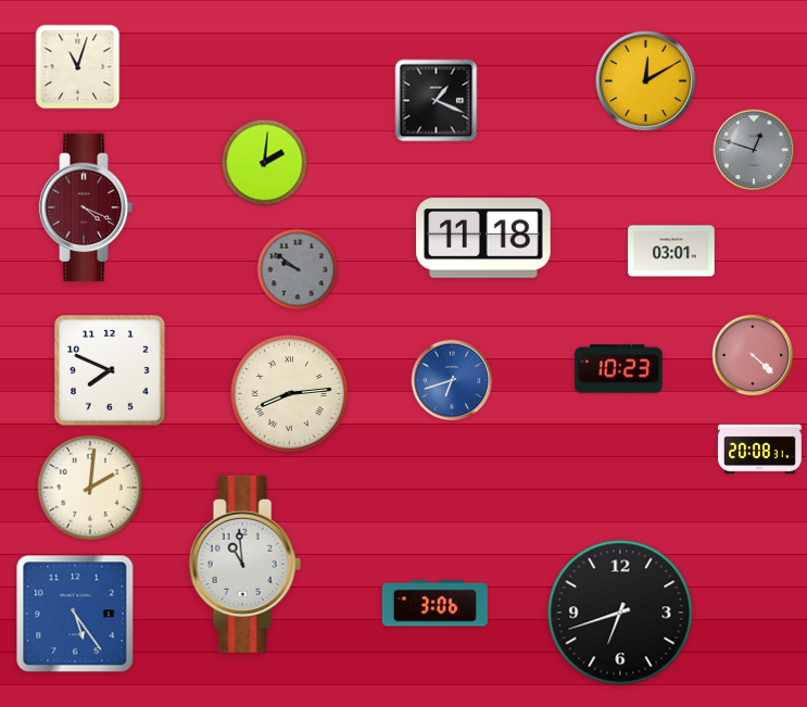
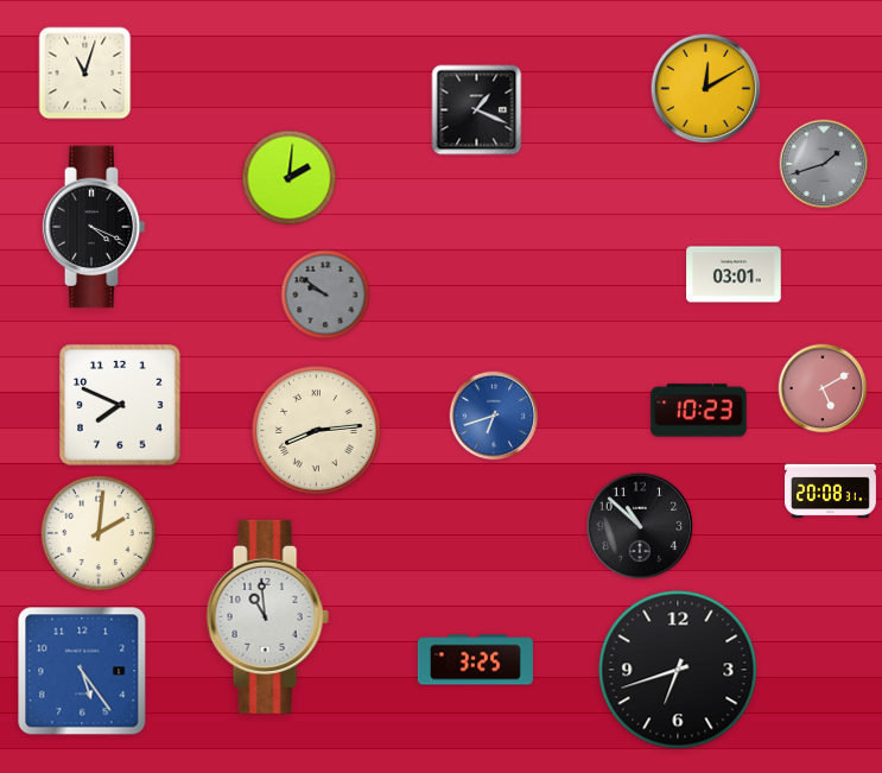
clock at (754, 150): 12:48 -> 1:42
clock at (86, 207) dial: burgundy -> black
clock at (483, 238): 11:18 -> none
clock at (753, 355): 4:22 -> 5:10
clock at (619, 369) position: (619, 369) -> (699, 411)
clock at (640, 526): none -> 10:52
clock at (434, 604): 3:06 -> 3:25
